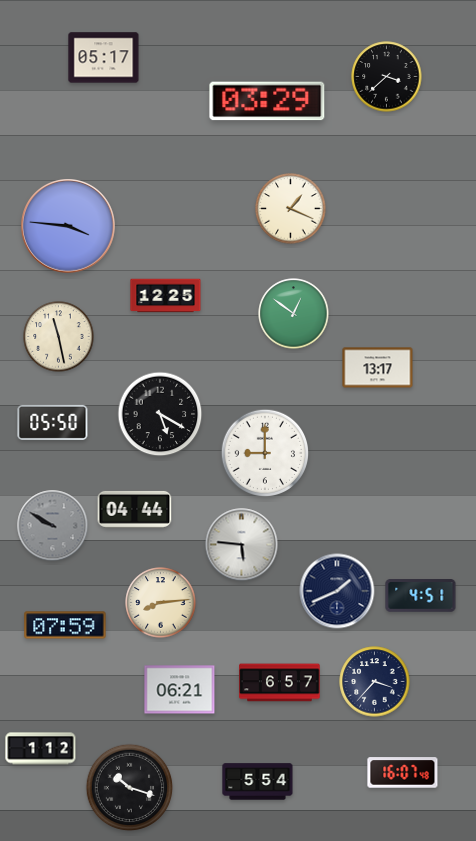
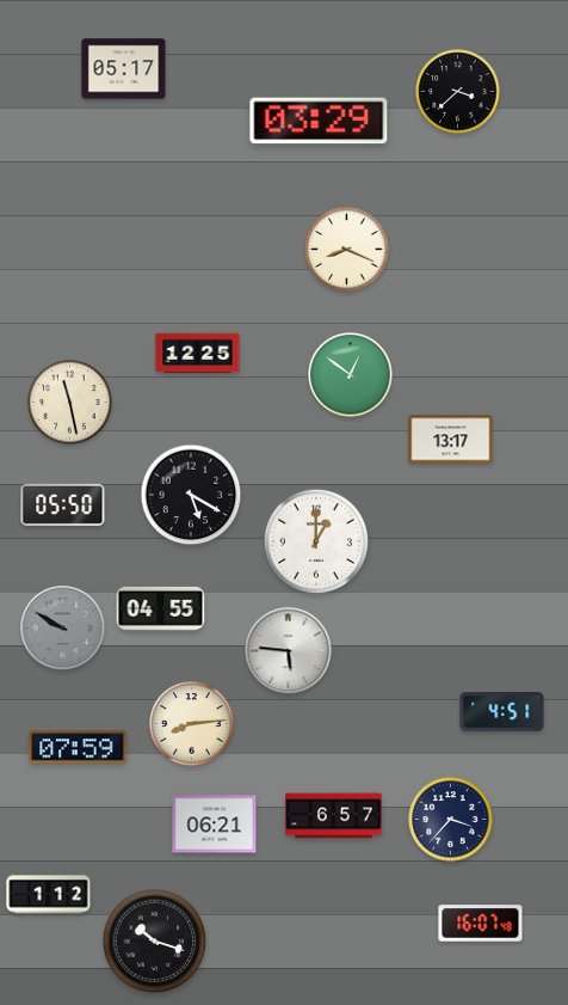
clock at (387, 77) position: (387, 77) -> (458, 92)
clock at (291, 209): 1:19 -> 8:19
clock at (69, 227): 3:46 -> none
clock at (265, 453): 9:00 -> 1:00
clock at (135, 509): 04:44 -> 04:55
clock at (337, 591): 1:41 -> none
clock at (161, 603) position: (161, 603) -> (192, 724)
clock at (375, 682) position: (375, 682) -> (451, 820)
clock at (258, 782): 5:54 -> none
